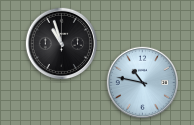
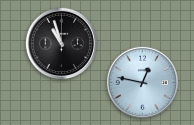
clock at (142, 82): 10:47 -> 12:47
